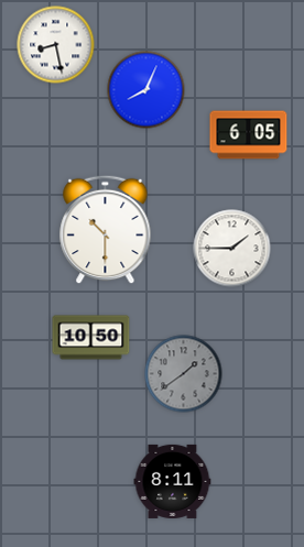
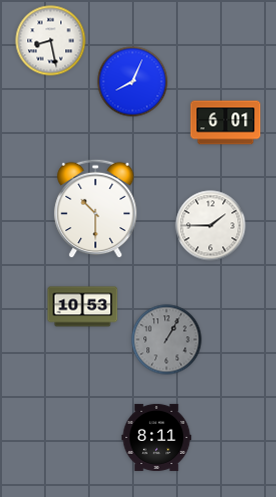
clock at (249, 135): 6:05 -> 6:01
clock at (91, 338): 10:50 -> 10:53
clock at (184, 374): 1:39 -> 1:05
